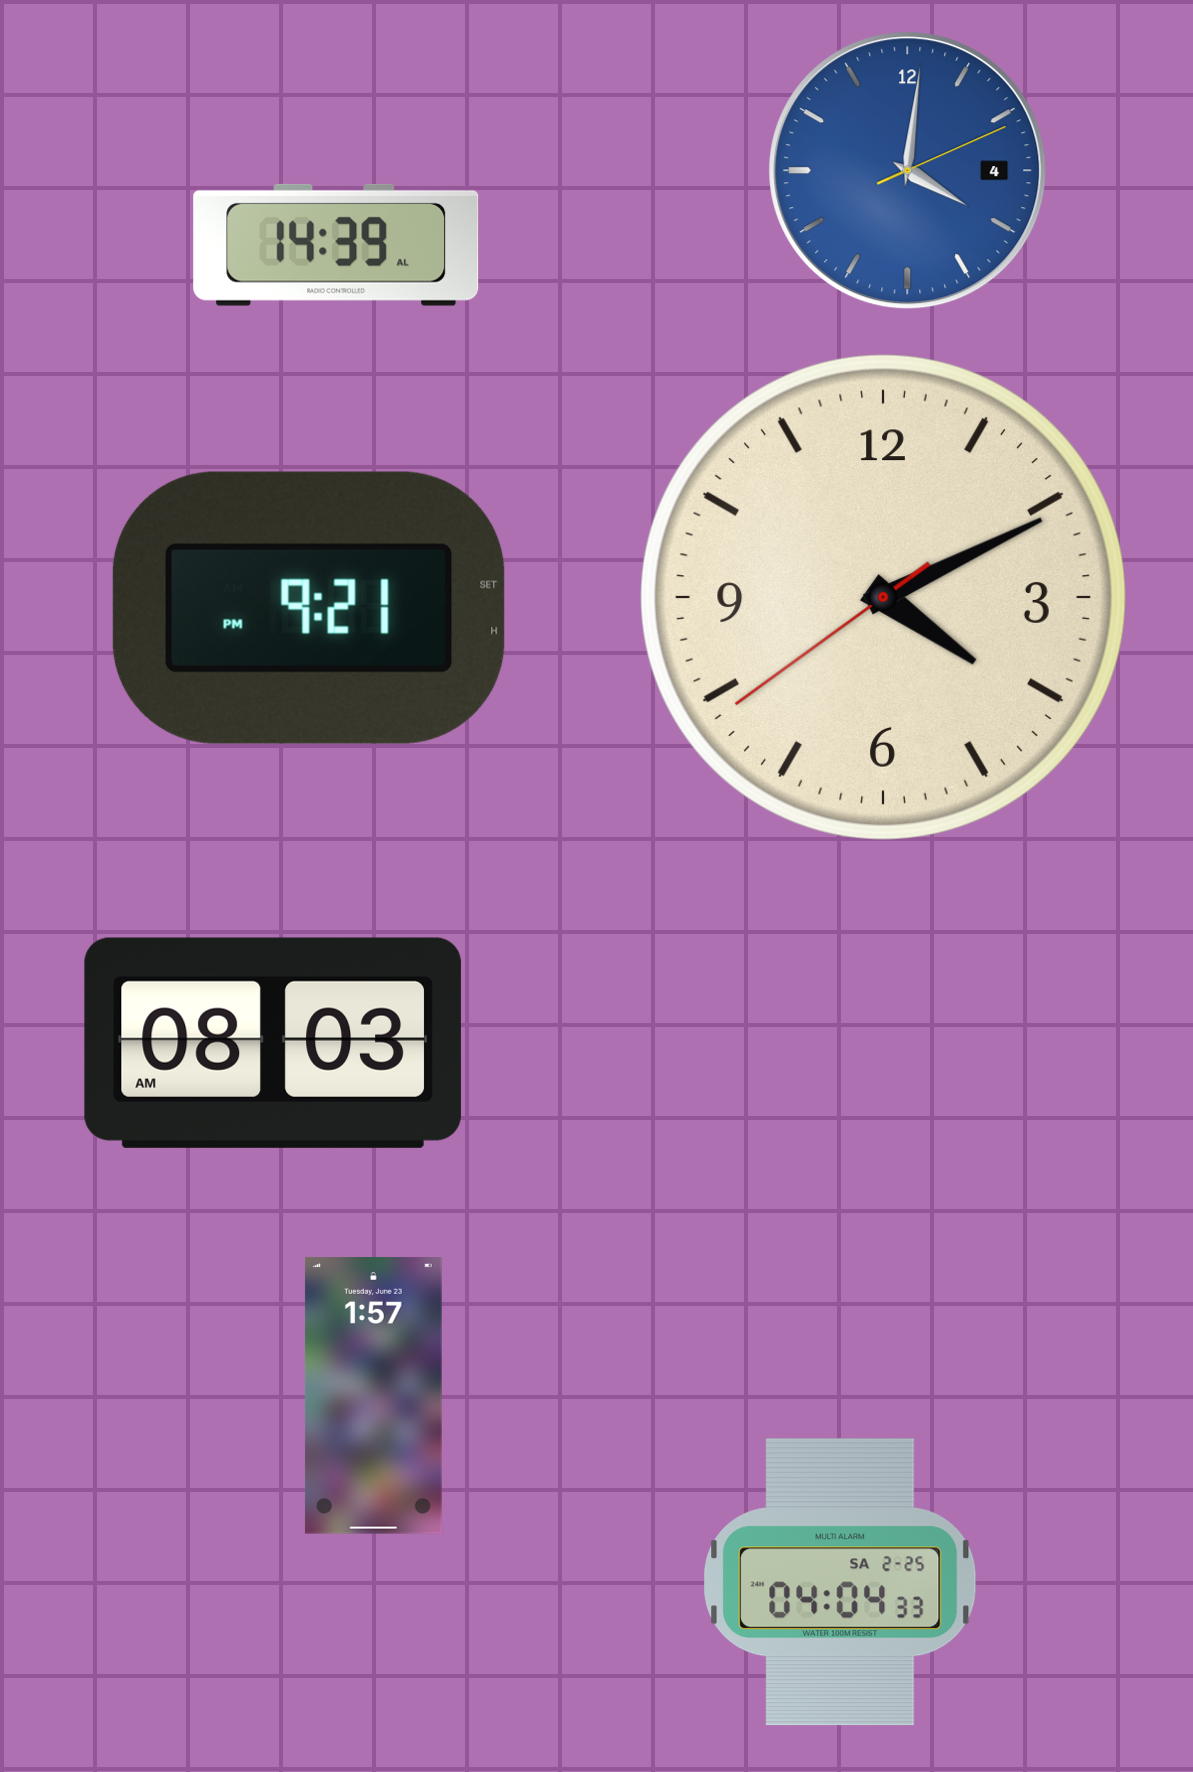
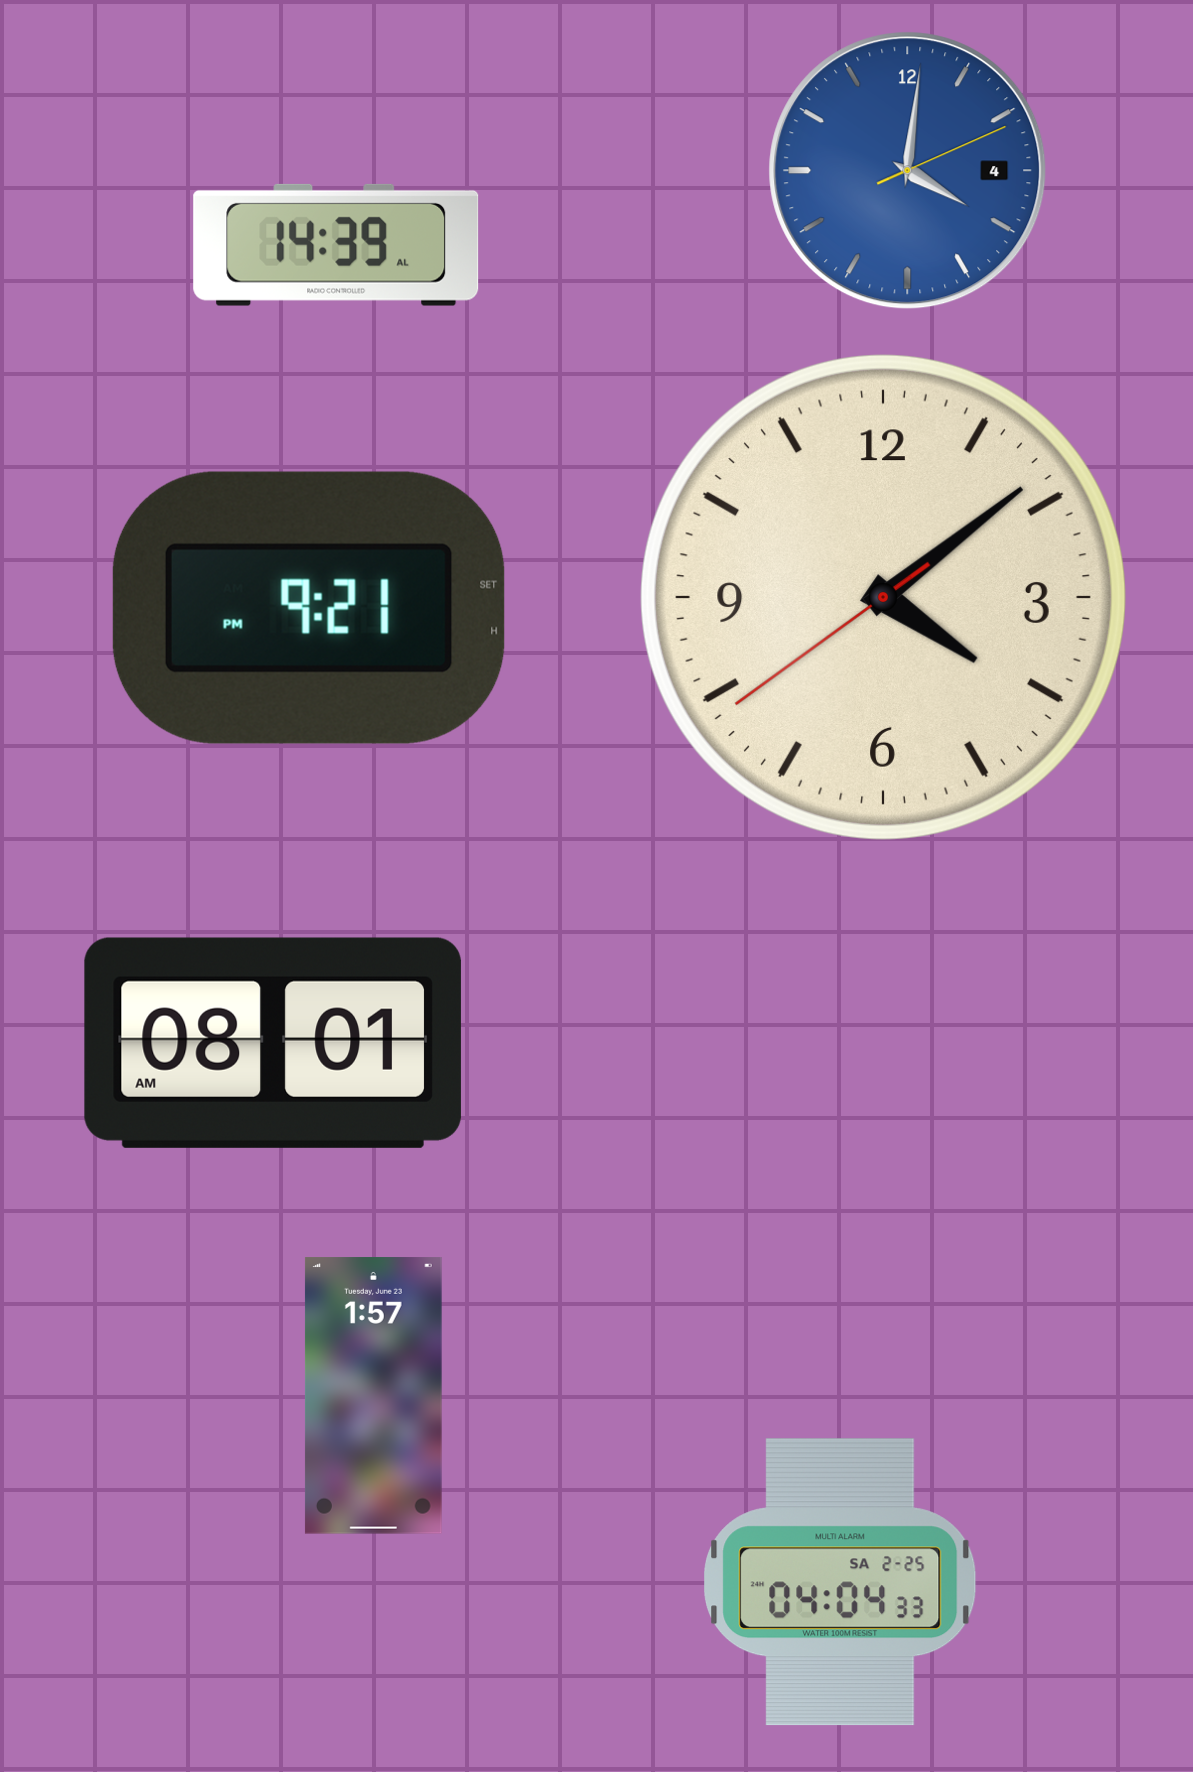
clock at (883, 597): 4:10 -> 4:08
clock at (273, 1043): 08:03 -> 08:01
